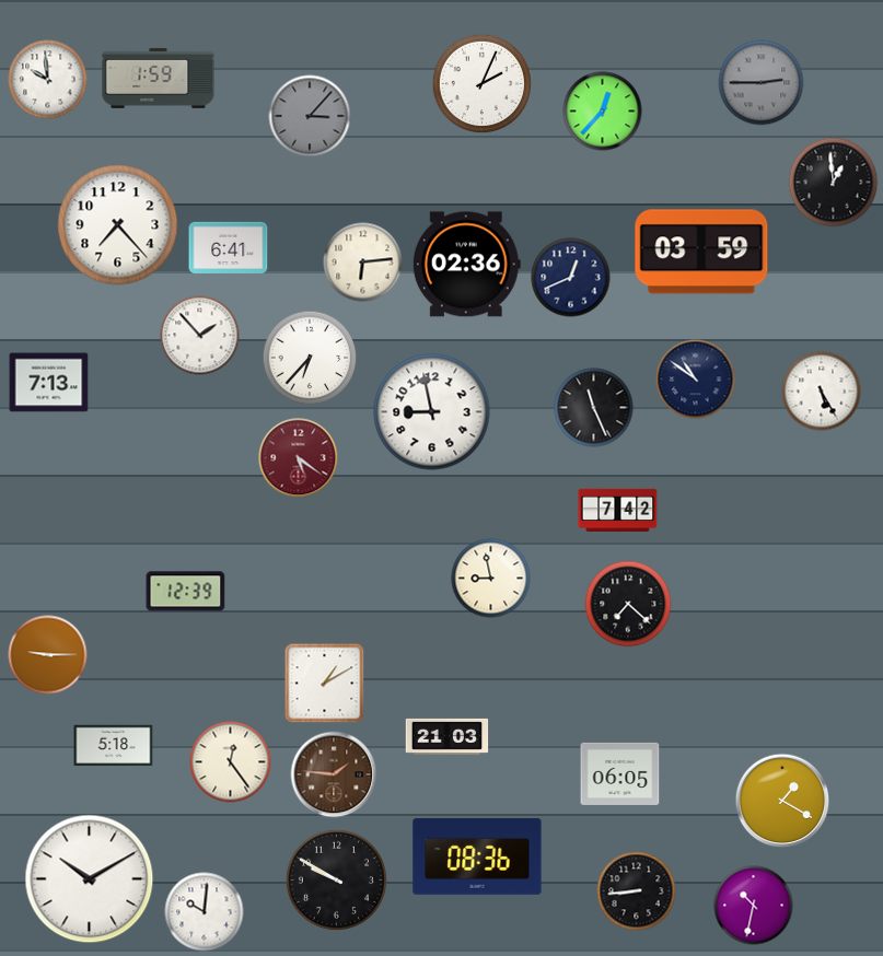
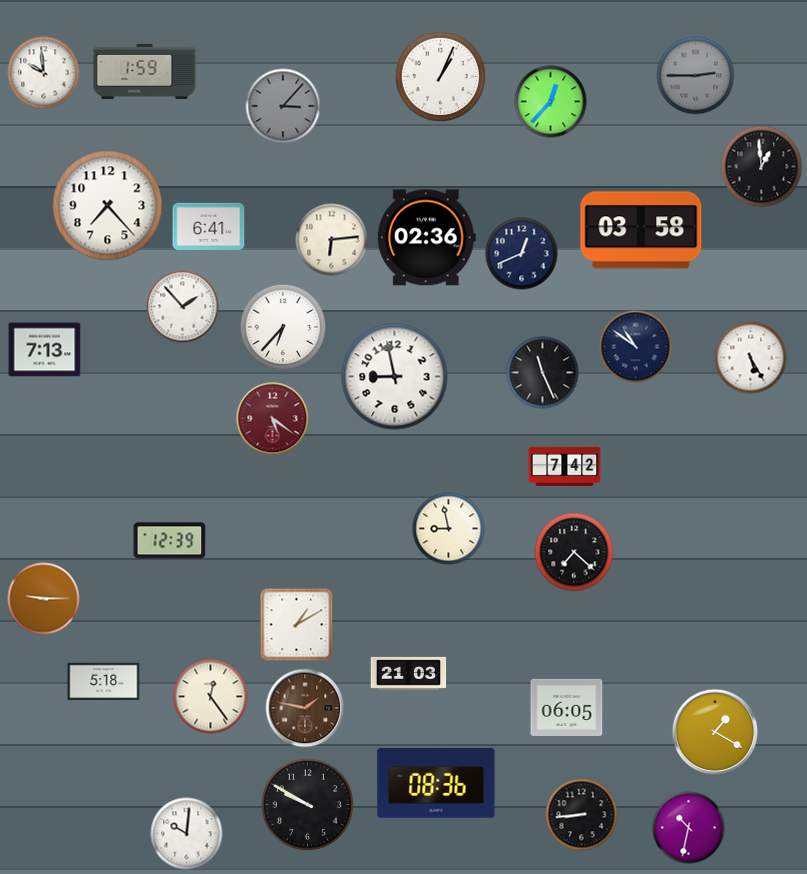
clock at (481, 83): 2:04 -> 1:04
clock at (701, 252): 03:59 -> 03:58
clock at (466, 265) position: (466, 265) -> (426, 238)
clock at (334, 774): 1:46 -> 1:47
clock at (90, 879): 10:10 -> none
